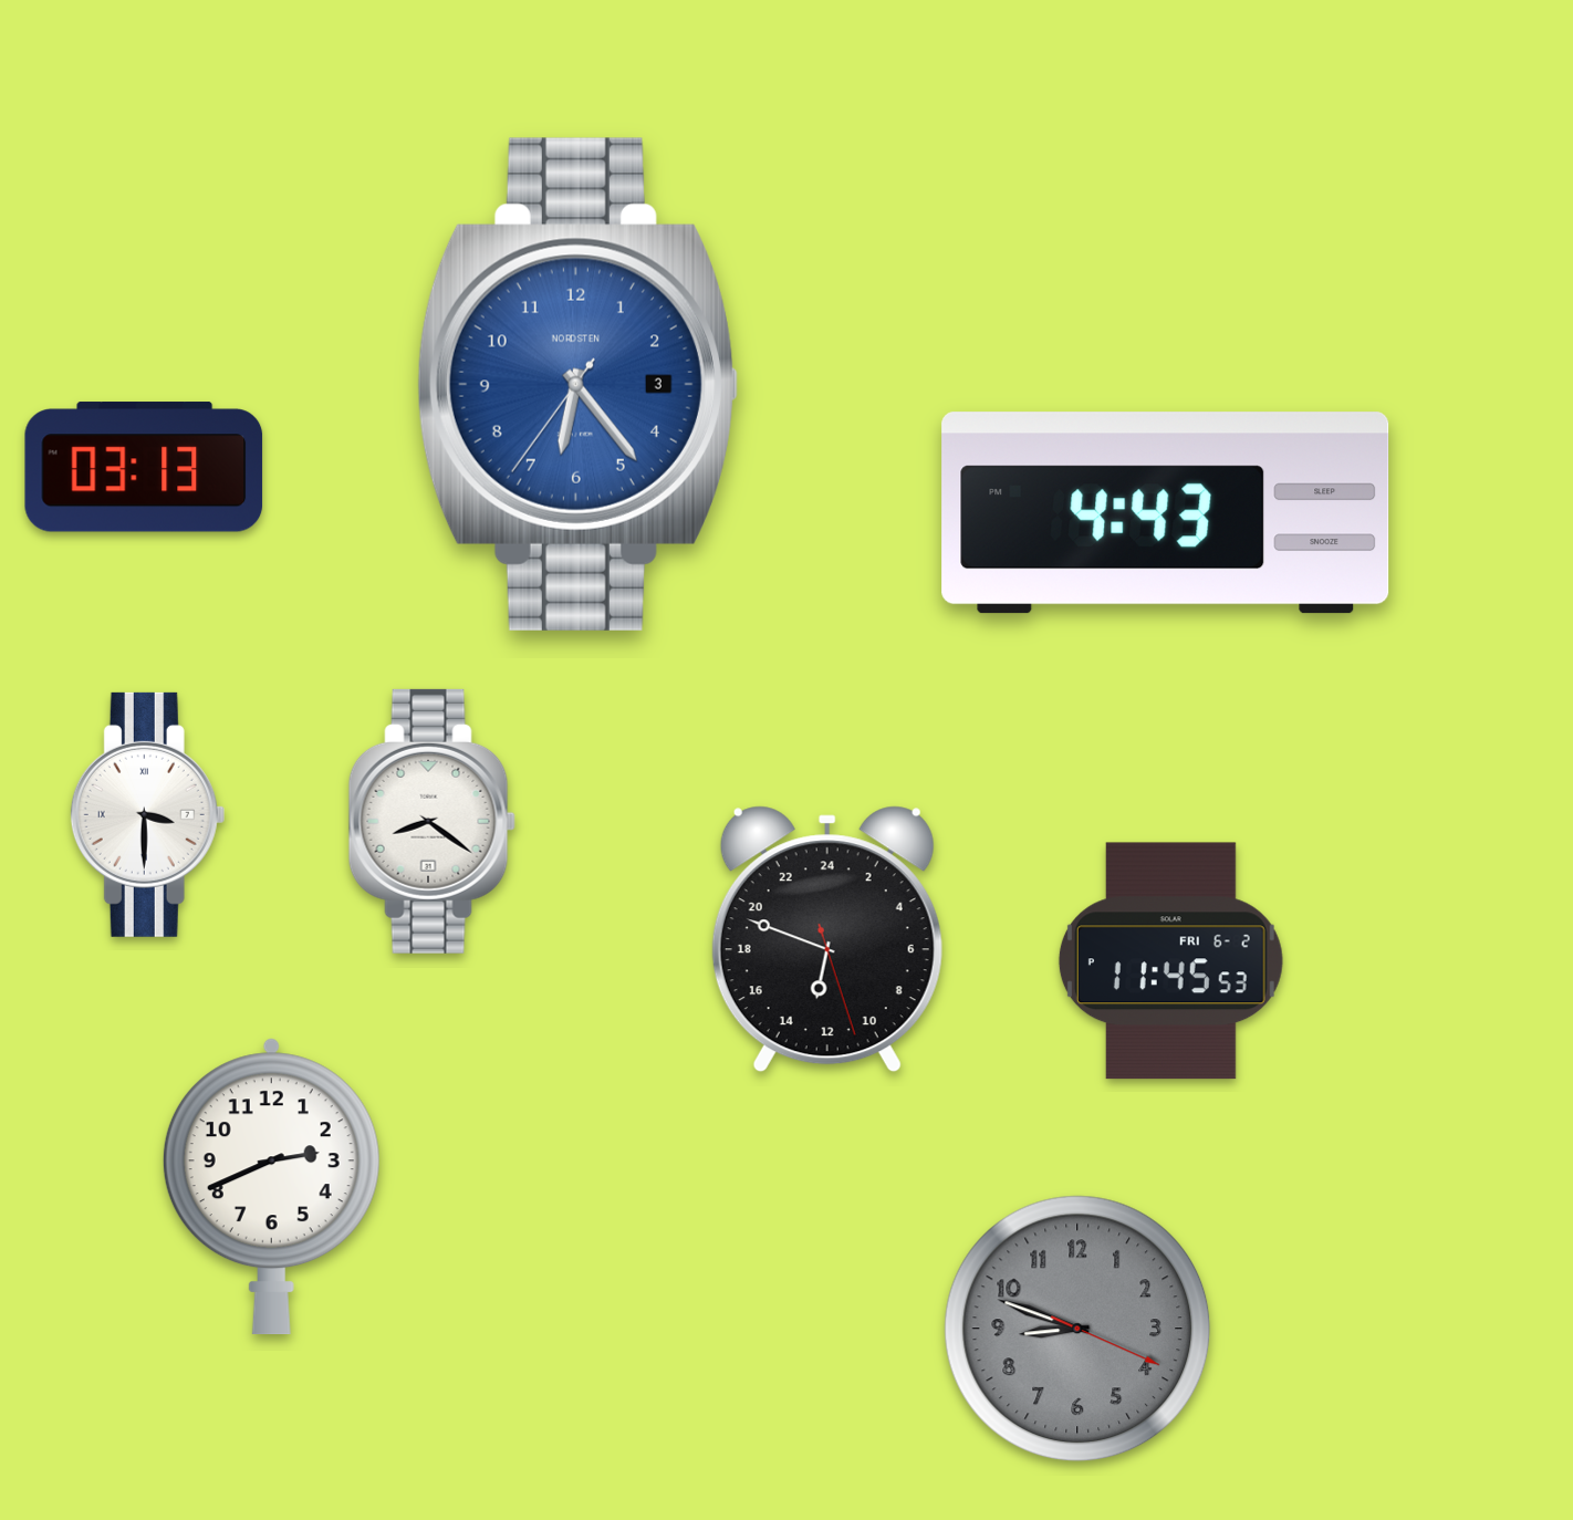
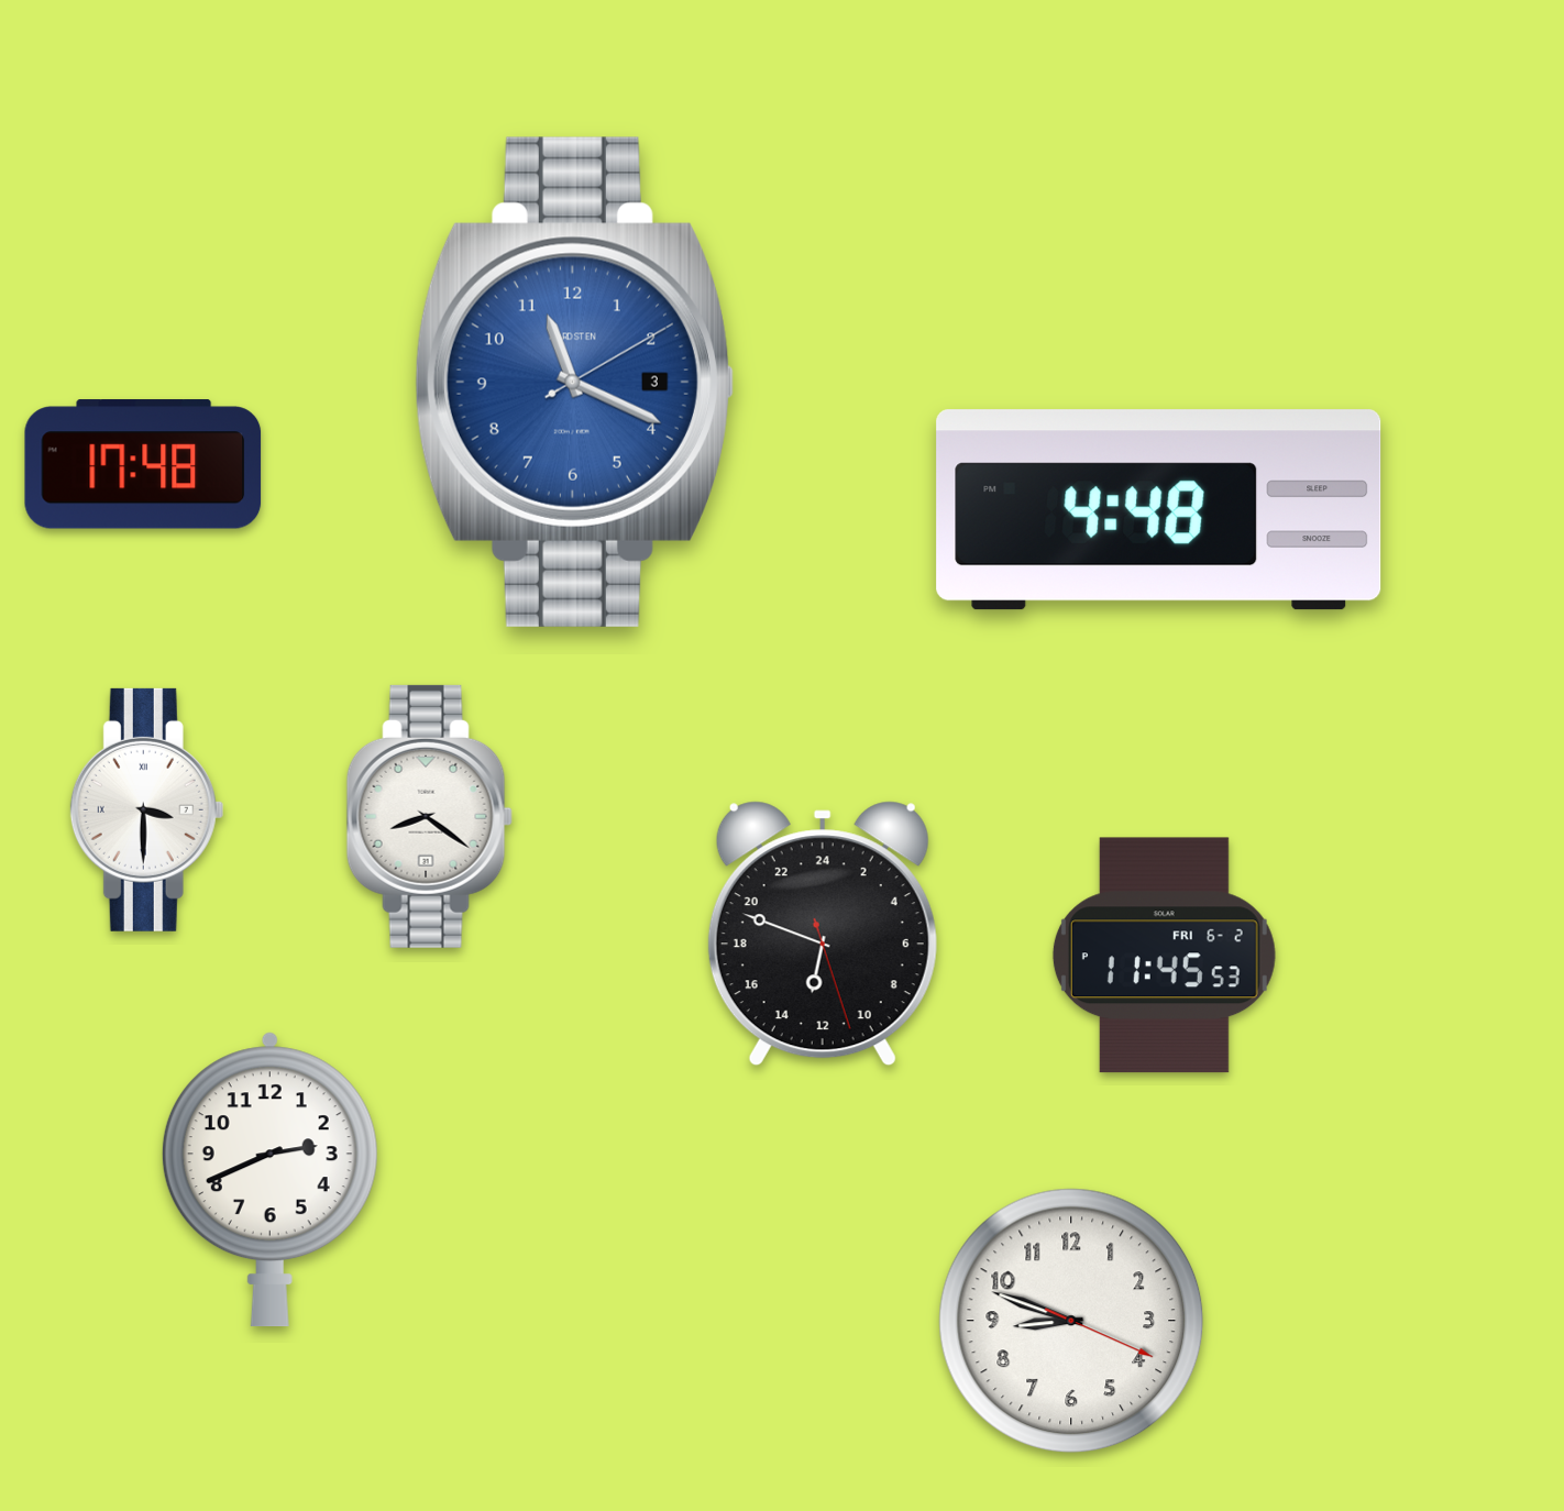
clock at (577, 384): 6:23 -> 11:19
clock at (144, 467): 03:13 -> 17:48
clock at (1166, 513): 4:43 -> 4:48
clock at (1077, 1329) dial: grey -> white
